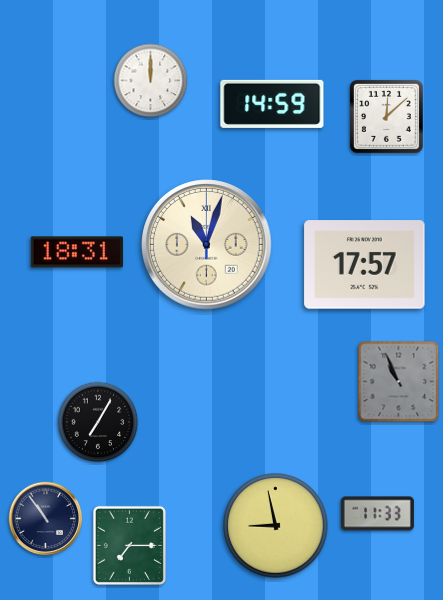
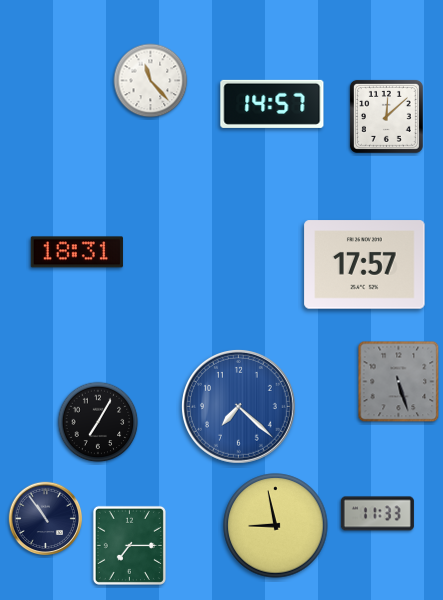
clock at (151, 81): 12:00 -> 11:23
clock at (272, 104): 14:59 -> 14:57
clock at (207, 245): 11:03 -> none
clock at (399, 382): 10:56 -> 5:27
clock at (238, 406): none -> 7:22
